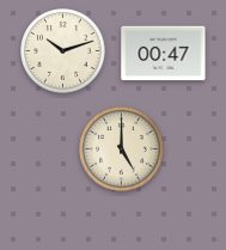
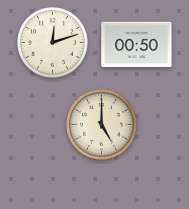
clock at (63, 51): 10:12 -> 12:12
clock at (164, 54): 00:47 -> 00:50
